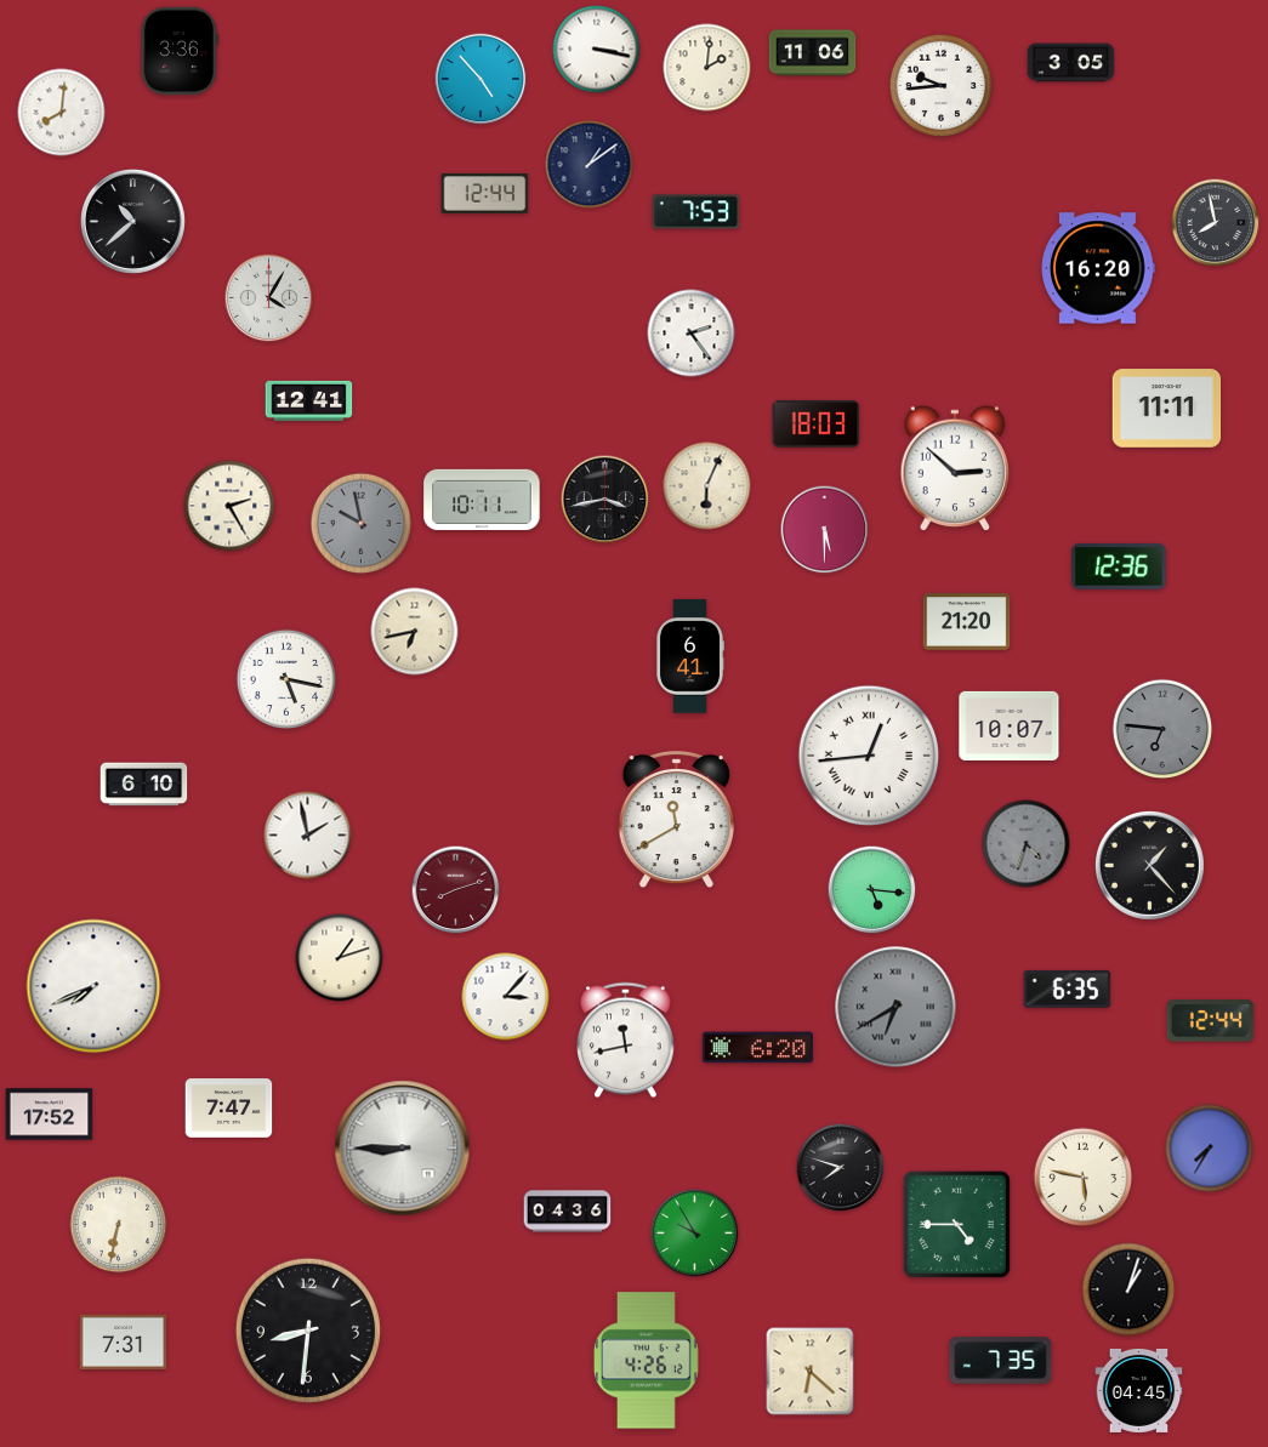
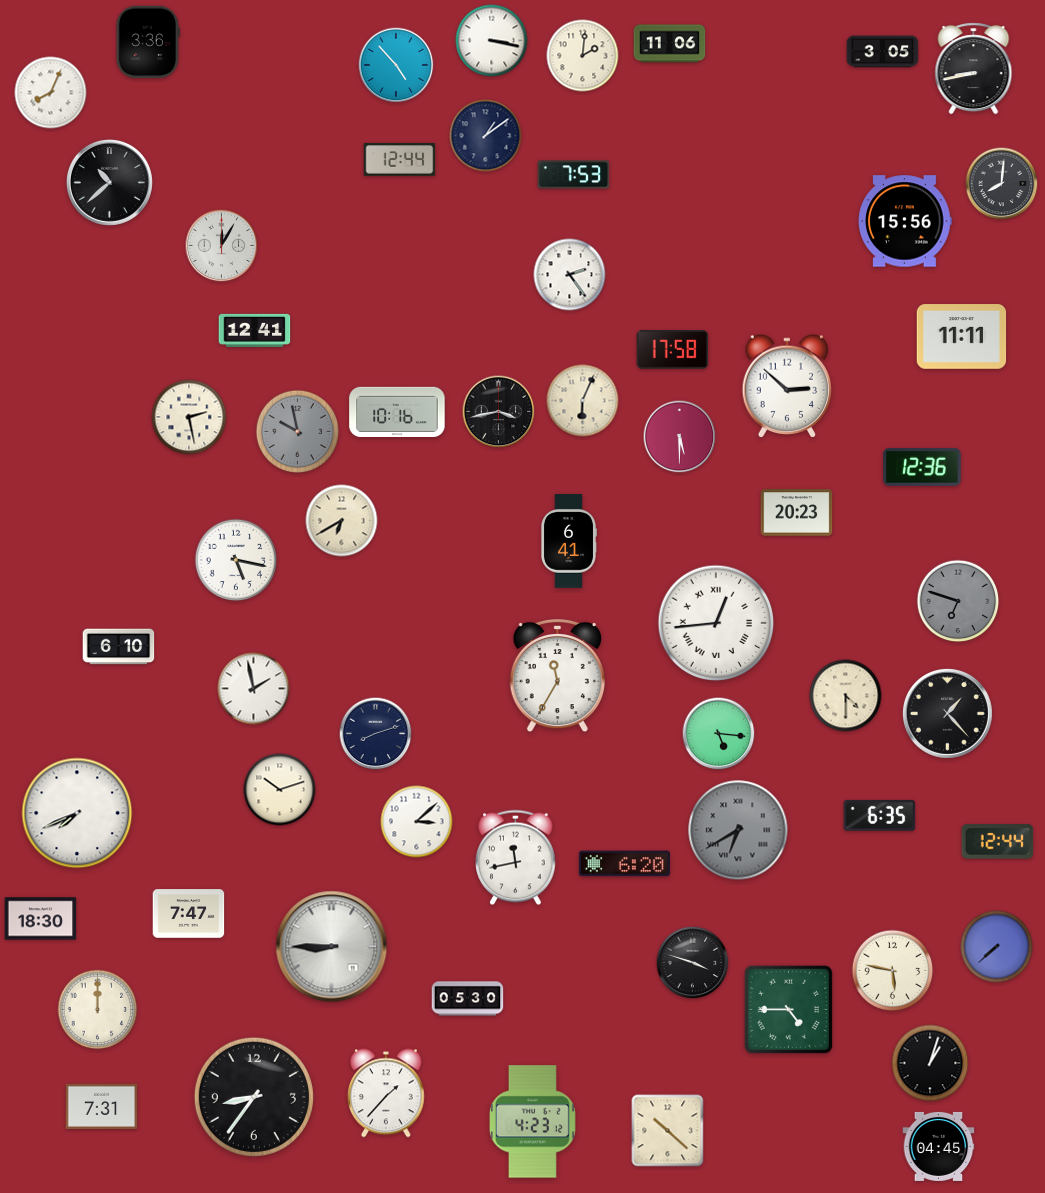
clock at (974, 69): none -> 8:43
clock at (940, 85): 9:44 -> none
clock at (62, 113): 8:01 -> 8:04
clock at (1216, 223): 7:58 -> 8:01
clock at (1099, 268): 16:20 -> 15:56
clock at (269, 298): 4:05 -> 12:05
clock at (817, 425): 18:03 -> 17:58
clock at (482, 499): 10:11 -> 10:16
clock at (229, 506): 2:25 -> 2:28
clock at (967, 622): 21:20 -> 20:23
clock at (415, 632): 6:43 -> 6:40
clock at (1010, 725): 10:07 -> none
clock at (1162, 729): 6:46 -> 6:48
clock at (676, 820): 11:40 -> 11:35
clock at (1027, 844): 4:33 -> 4:30
clock at (1027, 844) dial: grey -> cream
clock at (456, 890) dial: burgundy -> navy
clock at (340, 958): 1:12 -> 10:12
clock at (506, 997): 3:07 -> 3:08
clock at (50, 1115): 17:52 -> 18:30
clock at (1210, 1149): 7:35 -> 7:38
clock at (841, 1168): 7:48 -> 3:48
clock at (568, 1212): 04:36 -> 05:30
clock at (119, 1225): 6:32 -> 12:00
clock at (695, 1234): 9:55 -> none
clock at (386, 1093): none -> 1:37
clock at (308, 1331): 8:31 -> 8:36
clock at (646, 1361): 4:26 -> 4:23
clock at (1001, 1361): 7:35 -> none
clock at (811, 1372): 6:22 -> 10:22
